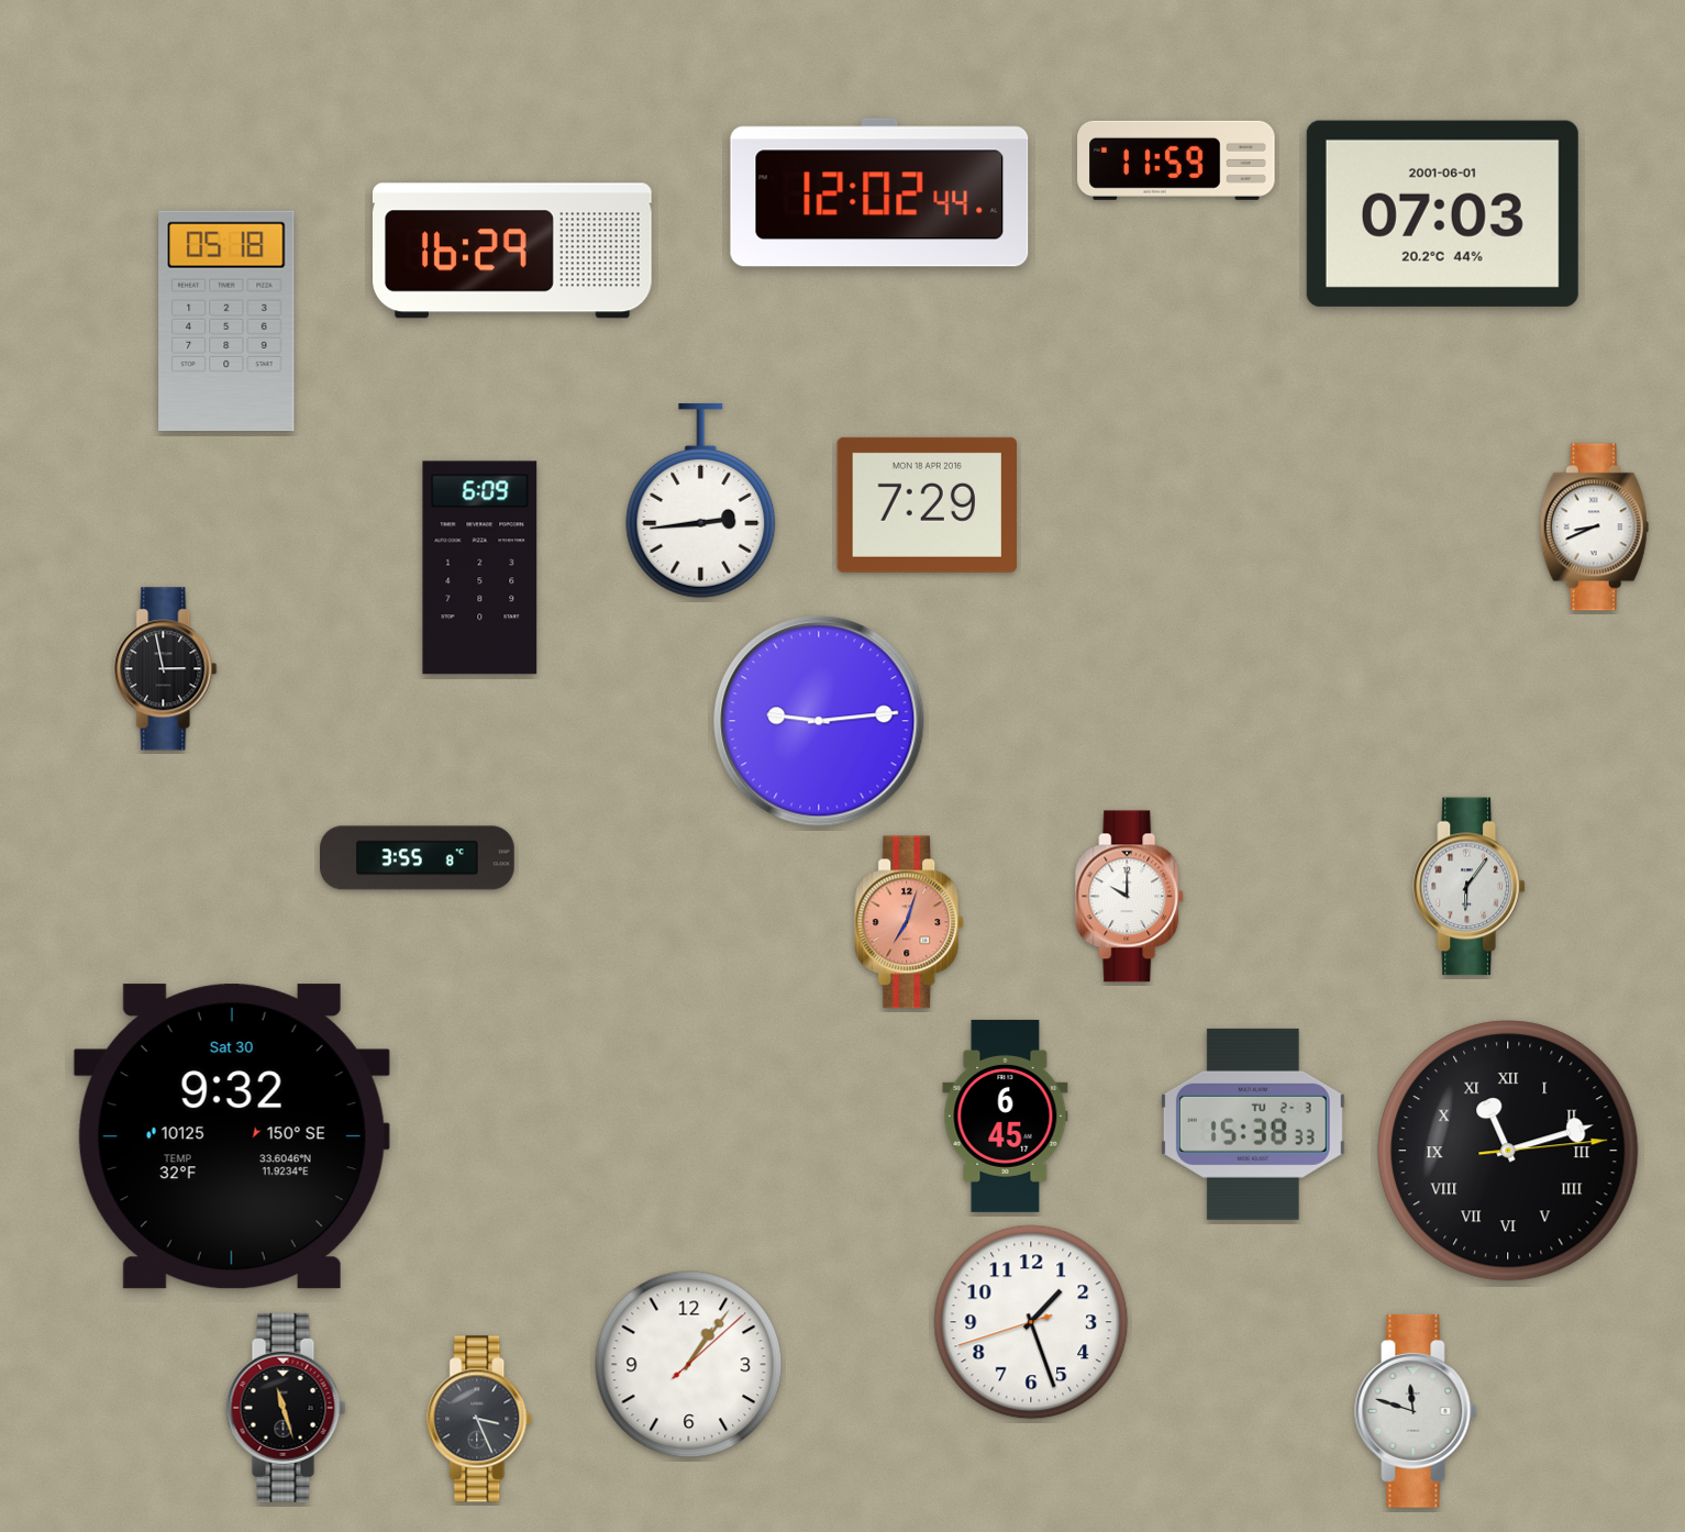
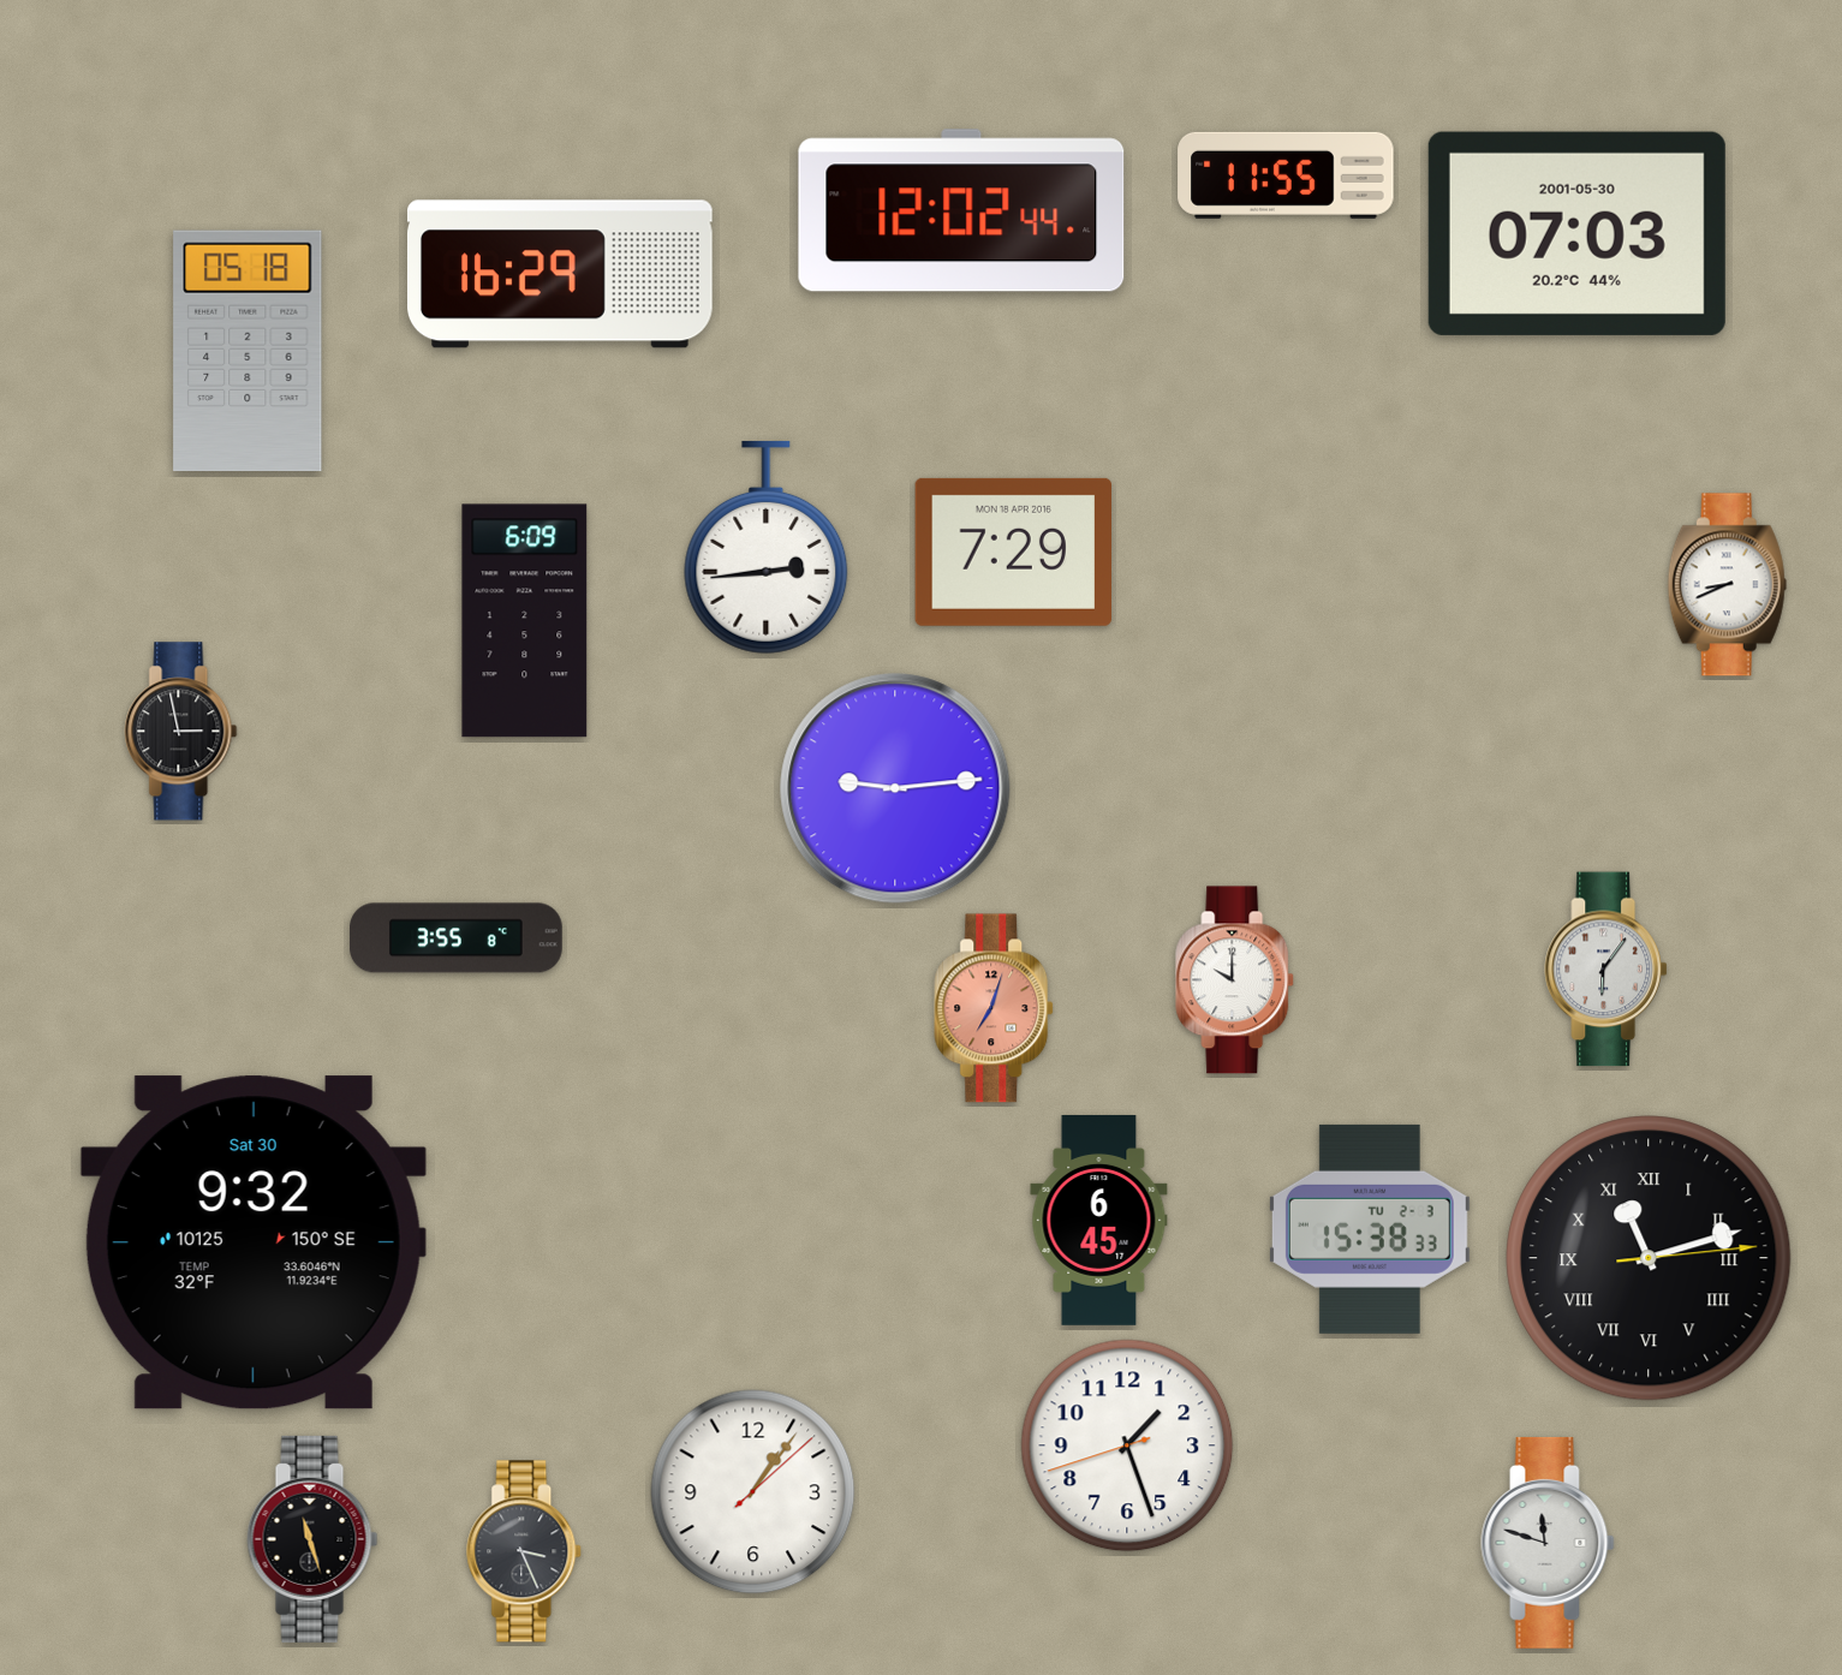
clock at (1176, 160): 11:59 -> 11:55
clock at (1442, 213) date: 2001-06-01 -> 2001-05-30
clock at (1594, 528) position: (1594, 528) -> (1727, 585)
